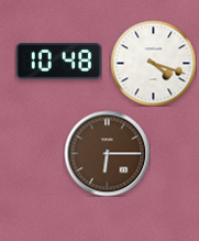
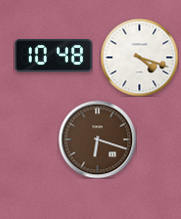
clock at (107, 153): 6:15 -> 6:18
